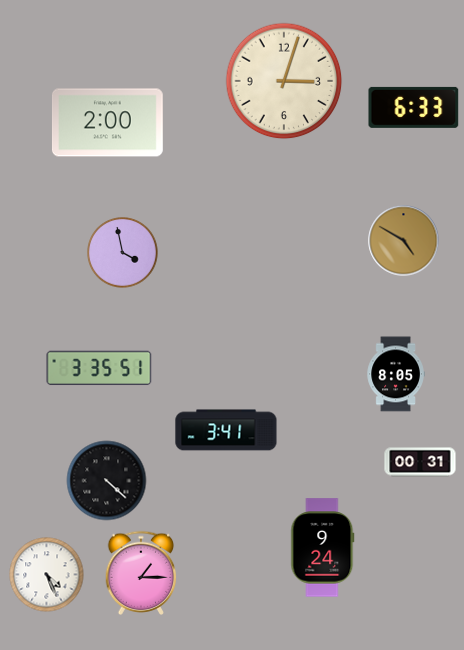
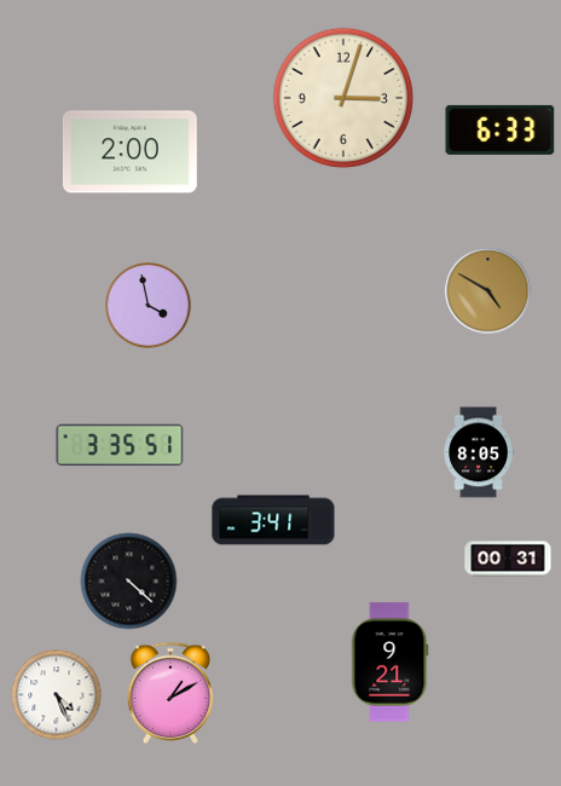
clock at (107, 123) position: (107, 123) -> (129, 152)
clock at (323, 548): 9:24 -> 9:21
clock at (141, 572): 1:15 -> 1:10
